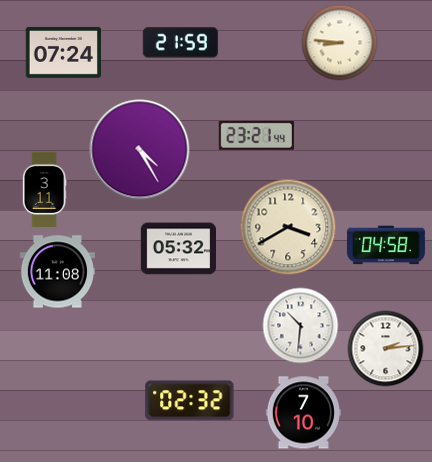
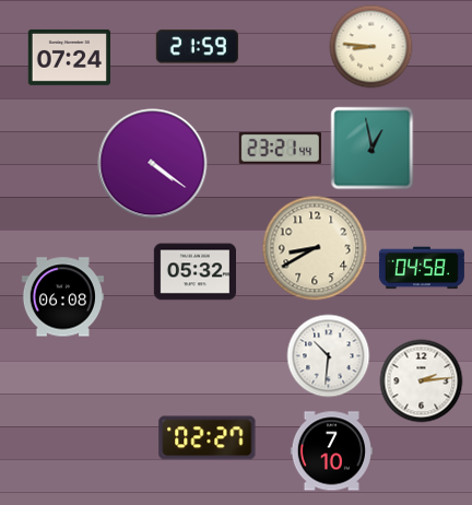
clock at (373, 149): none -> 12:58
clock at (140, 150): 4:25 -> 4:21
clock at (44, 190): 3:11 -> none
clock at (288, 227): 3:40 -> 8:40
clock at (57, 272): 11:08 -> 06:08
clock at (190, 401): 02:32 -> 02:27
